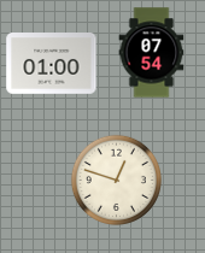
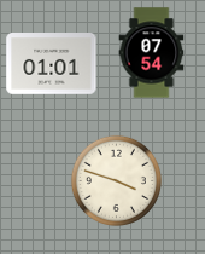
clock at (52, 64): 01:00 -> 01:01
clock at (116, 180): 12:48 -> 3:48
